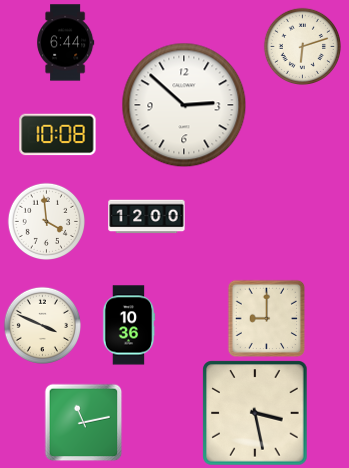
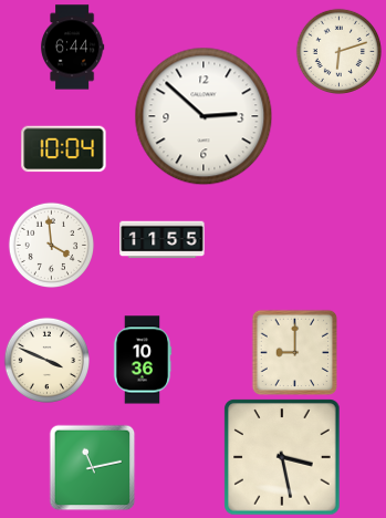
clock at (302, 46) position: (302, 46) -> (338, 51)
clock at (58, 135): 10:08 -> 10:04
clock at (147, 217): 12:00 -> 11:55
